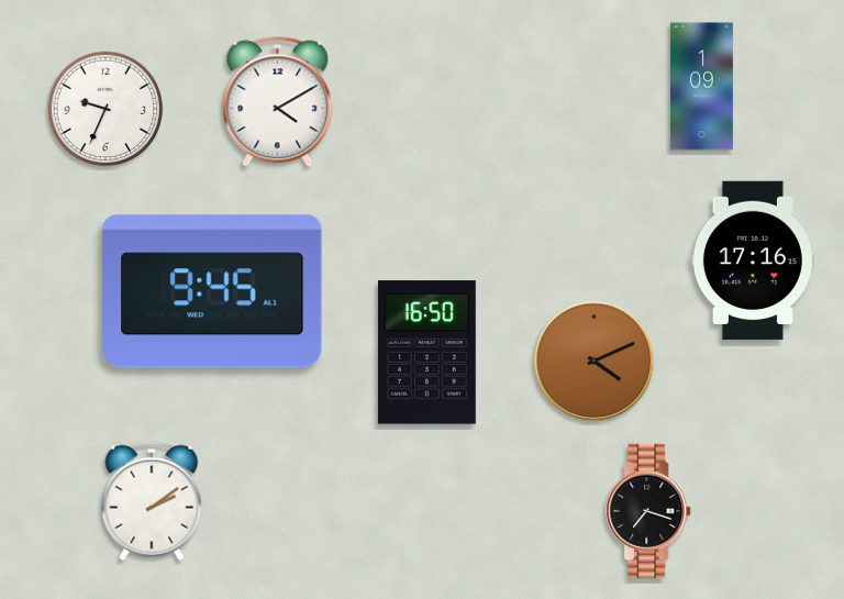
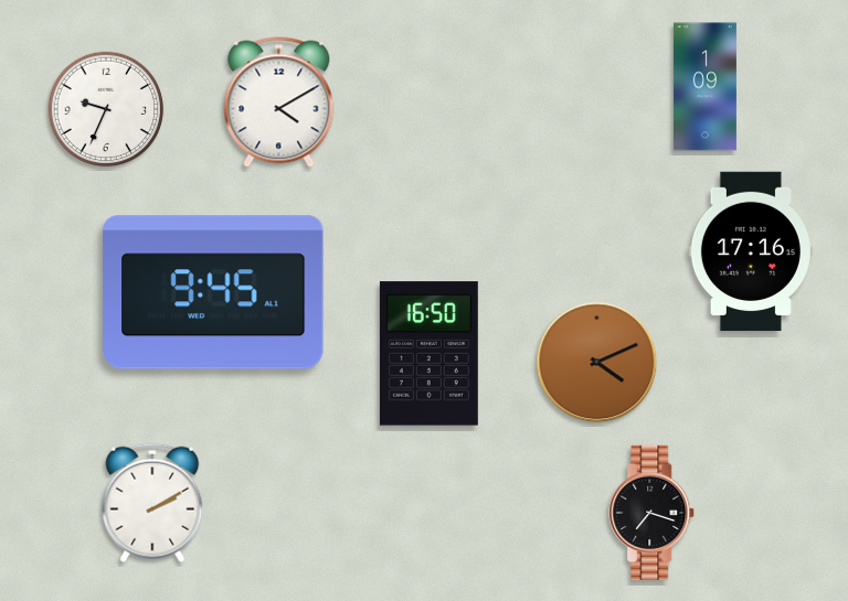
clock at (753, 260) position: (753, 260) -> (751, 251)
clock at (152, 501): 2:09 -> 2:10
